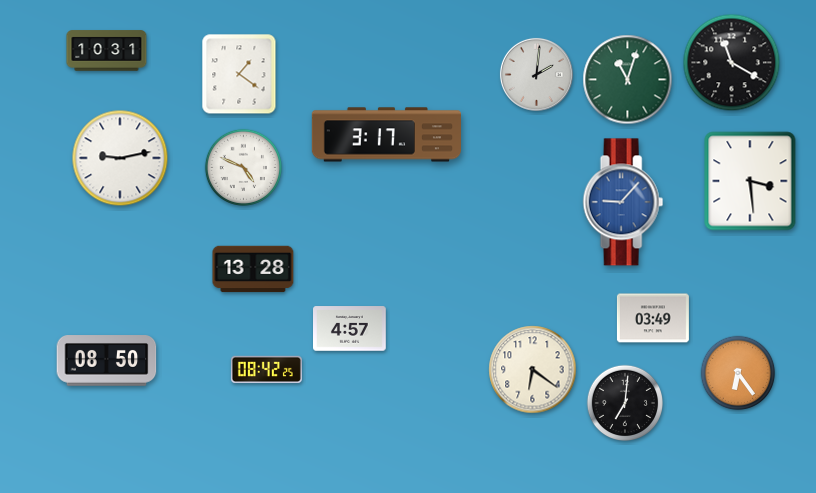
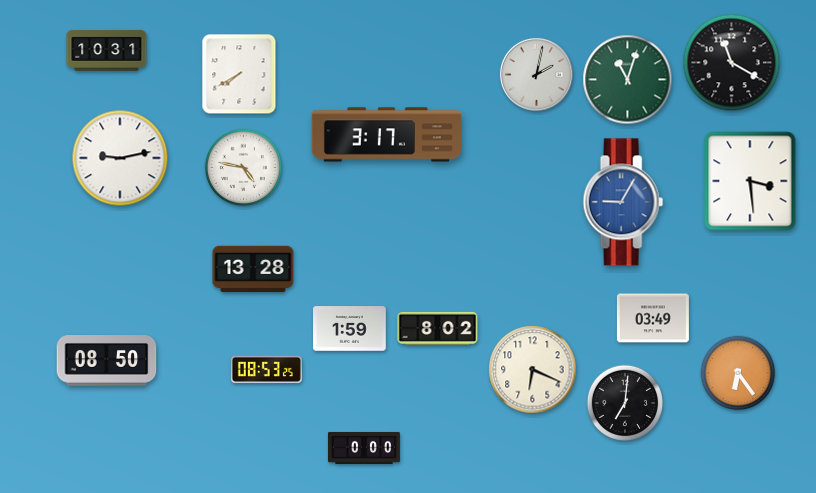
clock at (239, 74): 1:21 -> 7:40
clock at (536, 74): 2:01 -> 2:02
clock at (243, 167): 4:49 -> 4:47
clock at (623, 202): 9:07 -> 9:05
clock at (438, 328): none -> 8:02
clock at (350, 329): 4:57 -> 1:59
clock at (266, 370): 08:42 -> 08:53
clock at (533, 370): 6:21 -> 6:19
clock at (364, 448): none -> 0:00
